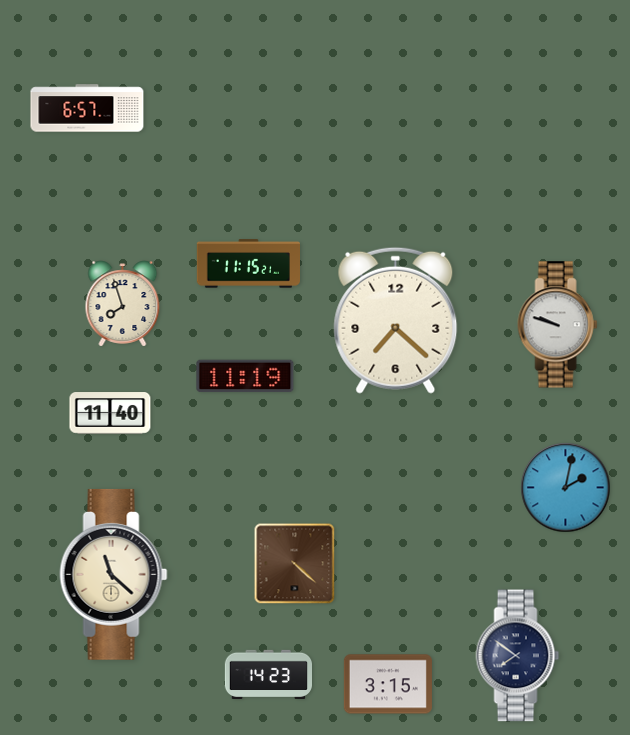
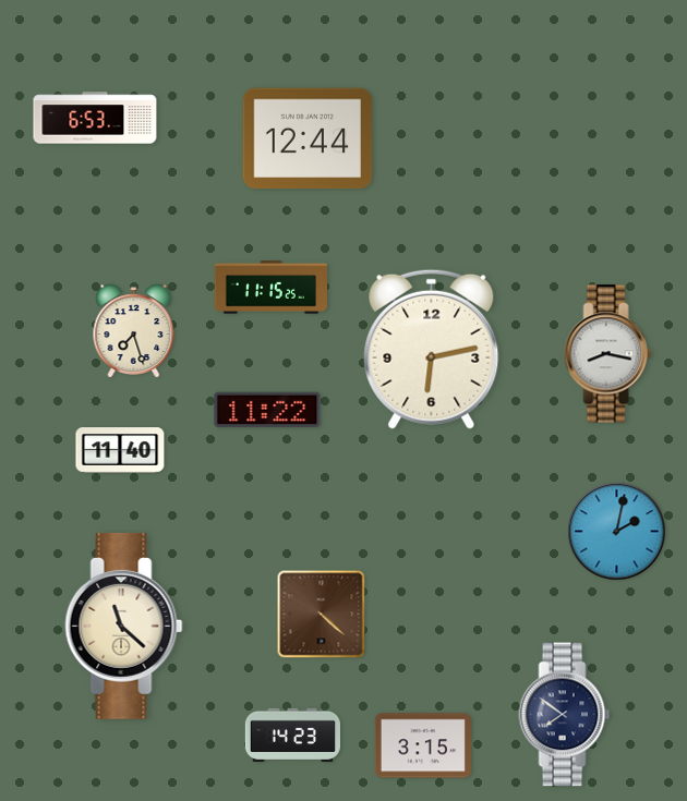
clock at (87, 108): 6:57 -> 6:53
clock at (308, 138): none -> 12:44
clock at (248, 264): 11:15:21 -> 11:15:25
clock at (123, 304): 7:57 -> 7:27
clock at (396, 320): 7:22 -> 6:13
clock at (558, 325): 9:48 -> 8:17
clock at (245, 376): 11:19 -> 11:22
